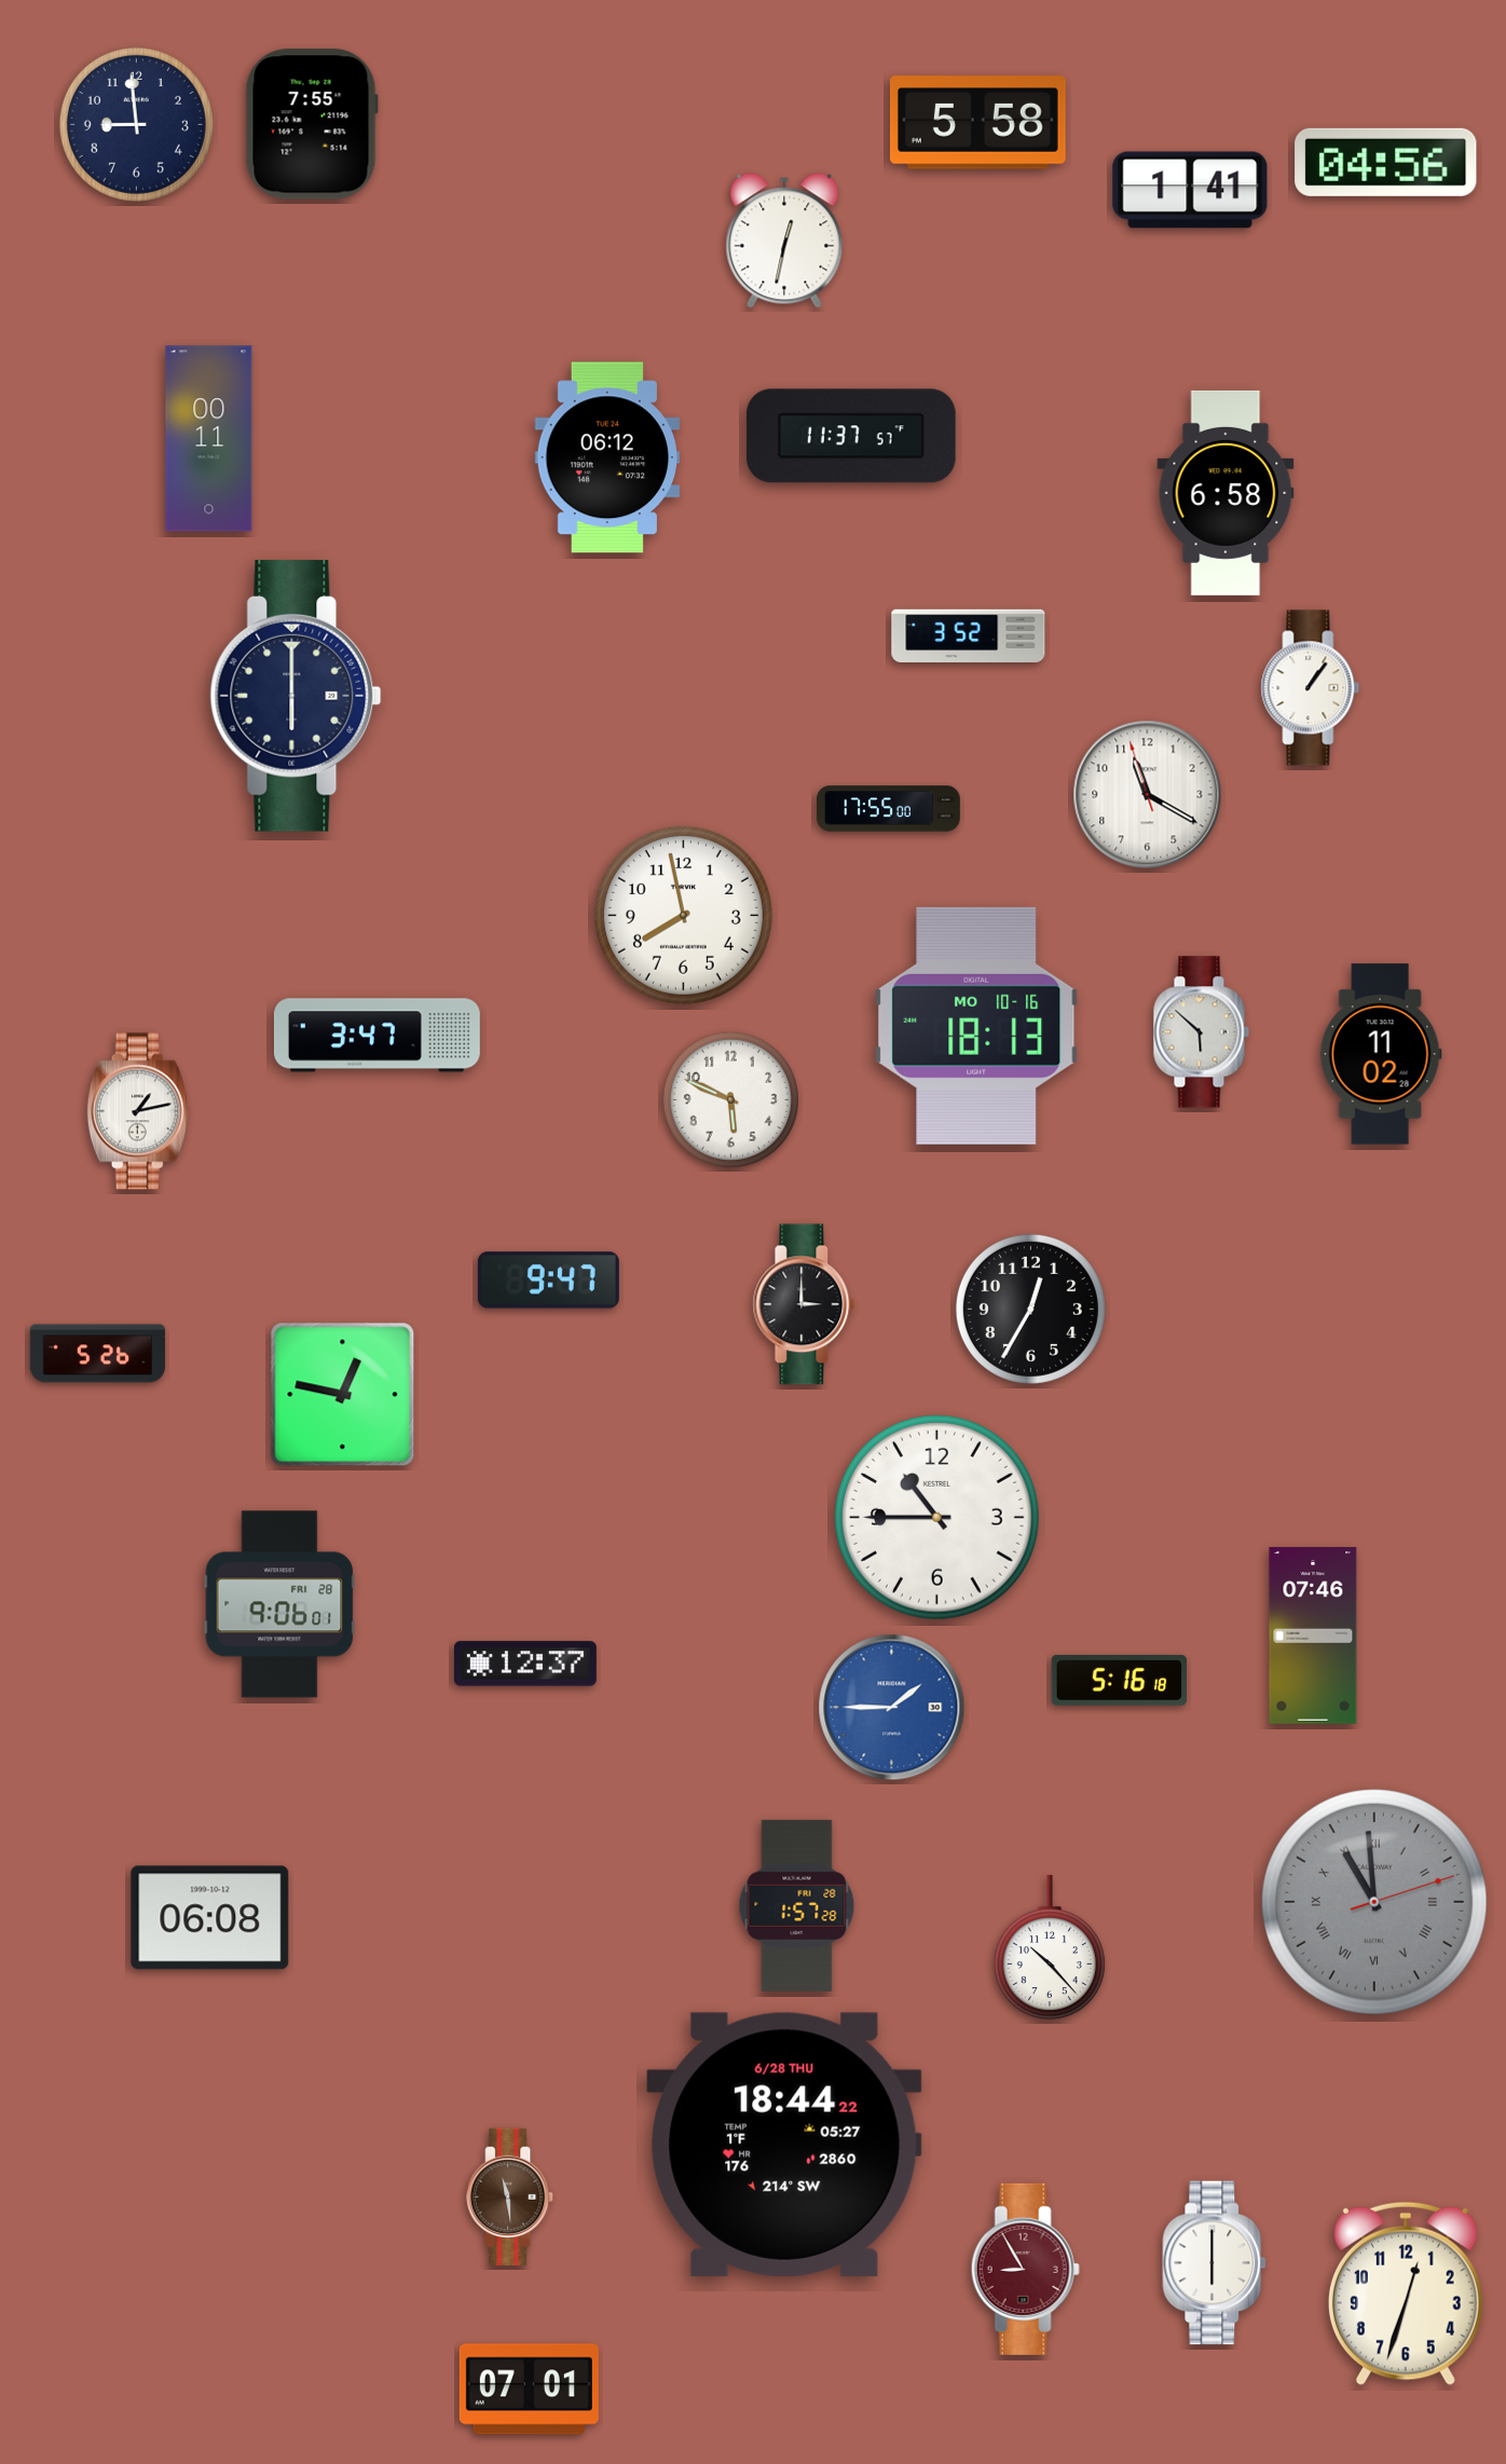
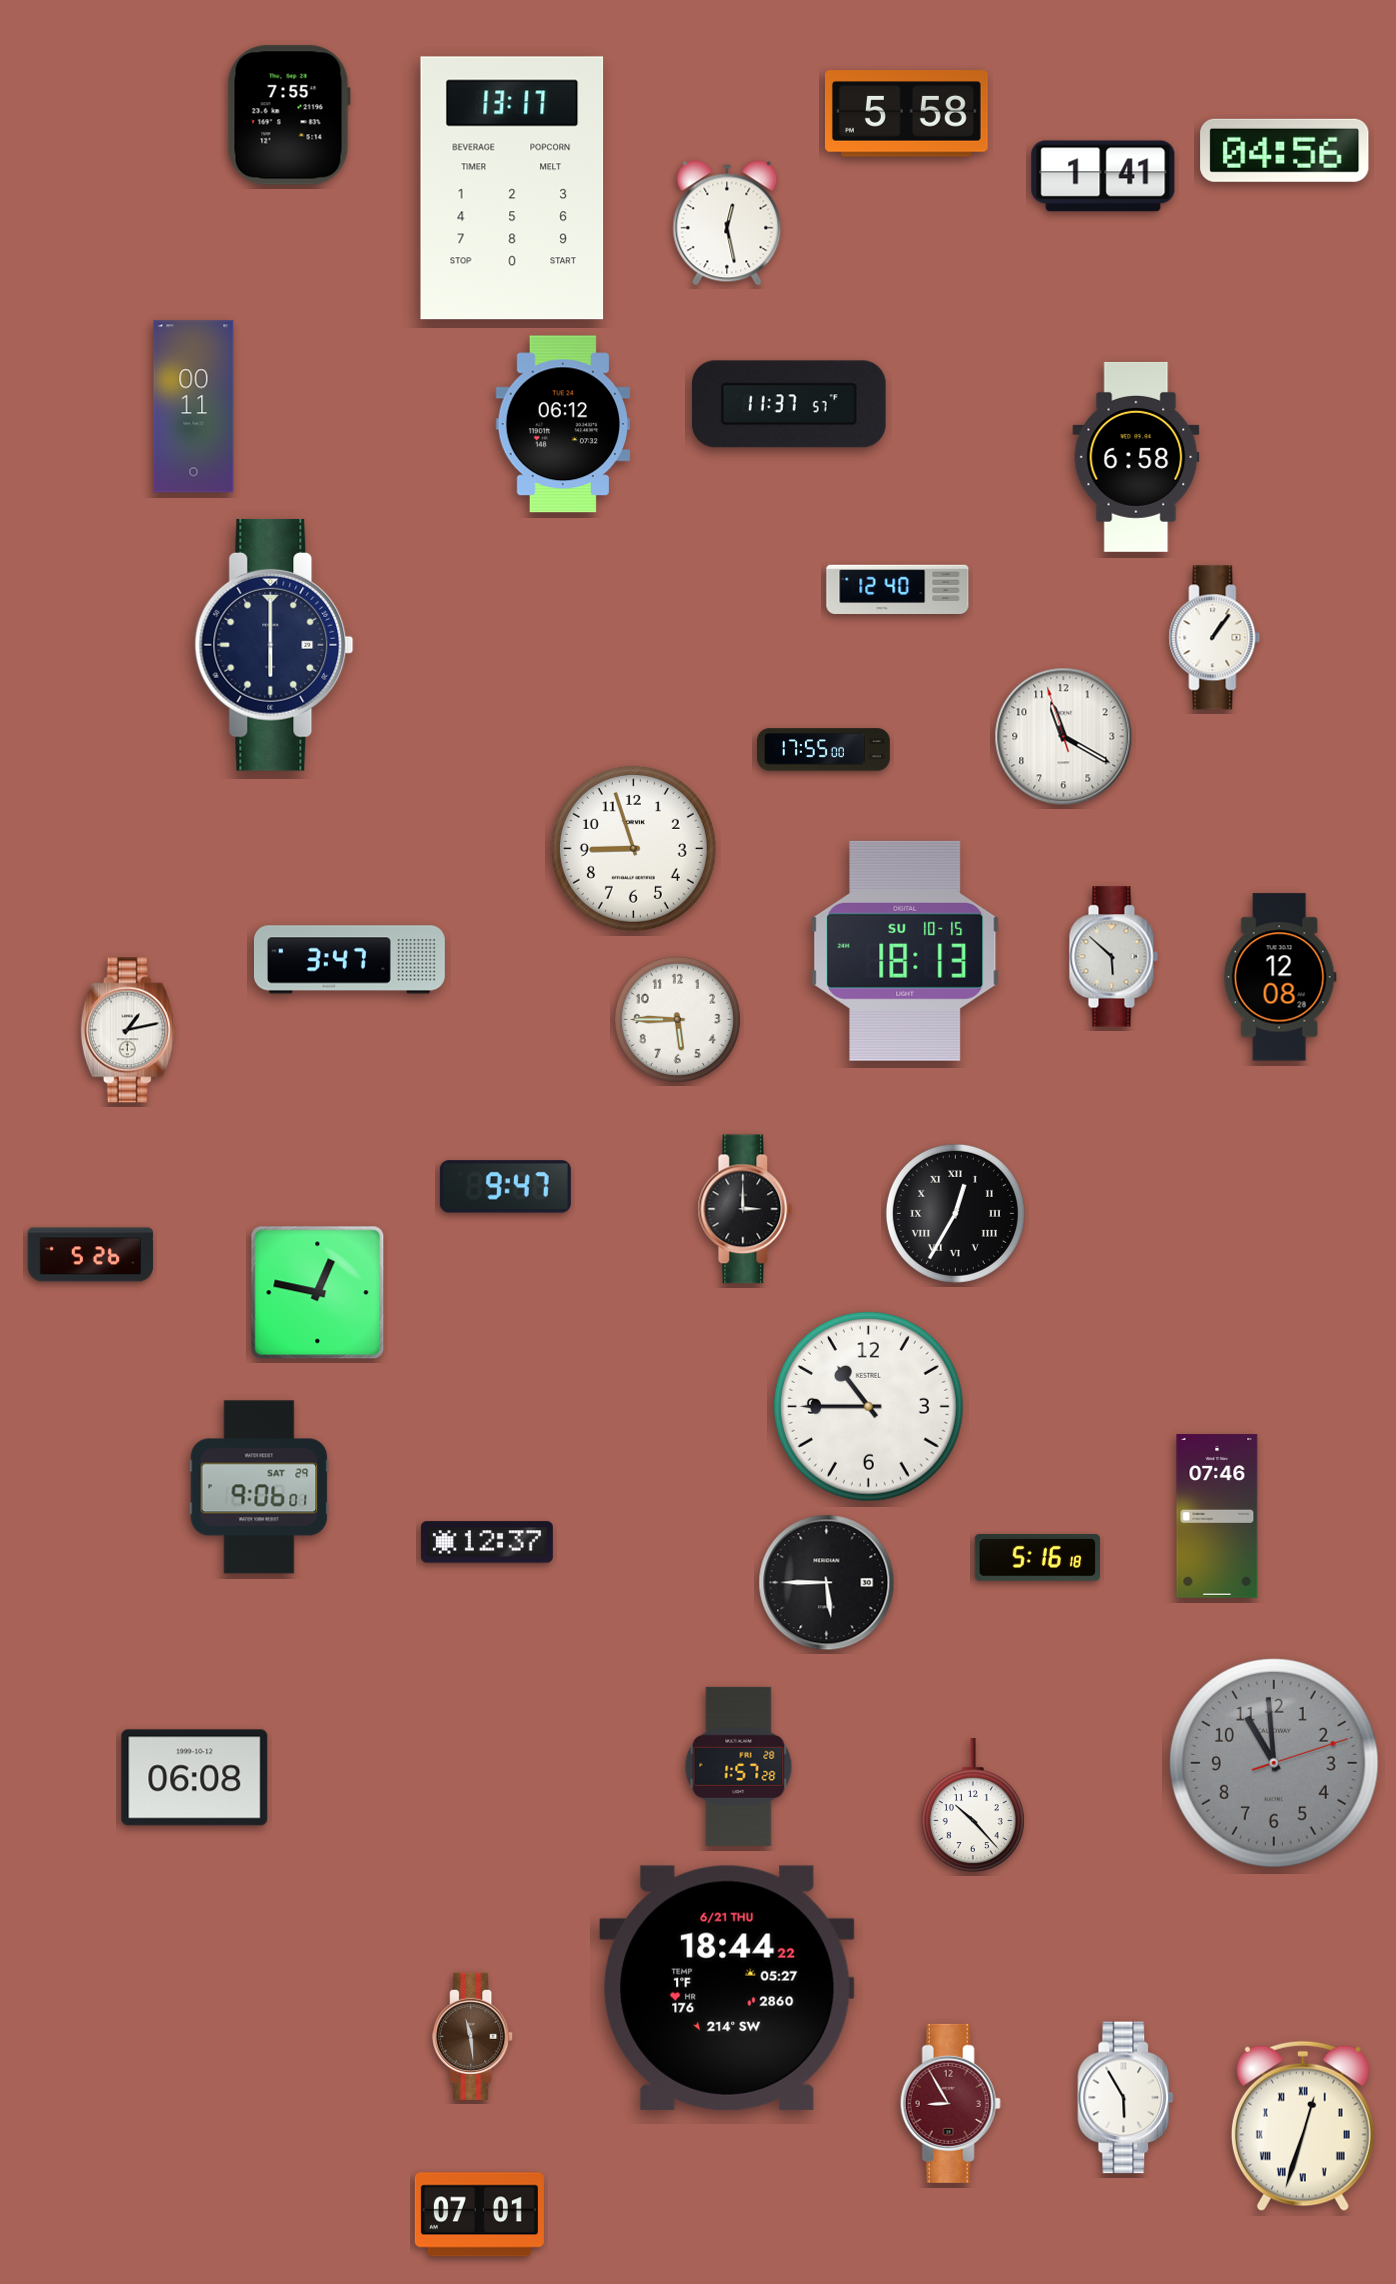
clock at (136, 124): 8:59 -> none
clock at (512, 188): none -> 13:17
clock at (784, 241): 12:32 -> 12:28
clock at (969, 636): 3:52 -> 12:40
clock at (683, 915): 7:58 -> 8:57
clock at (976, 1026) date: MO 10-16 -> SU 10-15
clock at (1381, 1054): 11:02 -> 12:08
clock at (730, 1099): 5:49 -> 5:45
clock at (548, 1281) position: (548, 1281) -> (505, 1187)
clock at (1030, 1309) numerals: Arabic -> Roman
clock at (279, 1604) date: FRI 28 -> SAT 29
clock at (892, 1708): 1:45 -> 5:45
clock at (892, 1708) dial: blue -> black
clock at (1375, 1903) numerals: Roman -> Arabic
clock at (785, 2145) date: 6/28 THU -> 6/21 THU
clock at (1215, 2263): 6:00 -> 5:55
clock at (1406, 2294) numerals: Arabic -> Roman
clock at (529, 2390) position: (529, 2390) -> (479, 2215)
